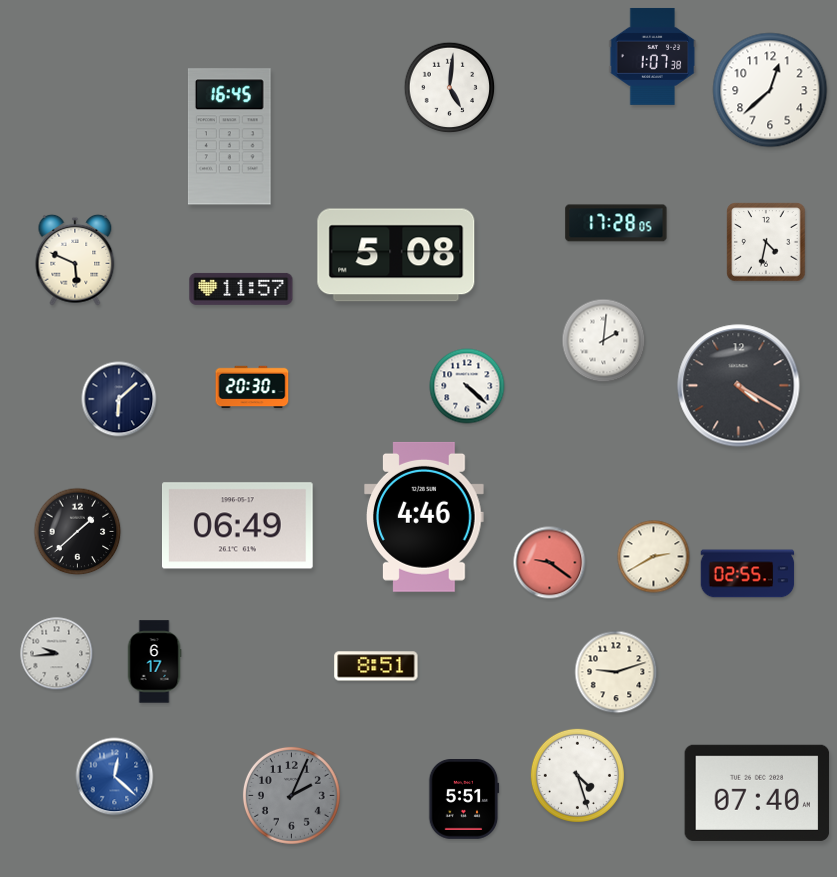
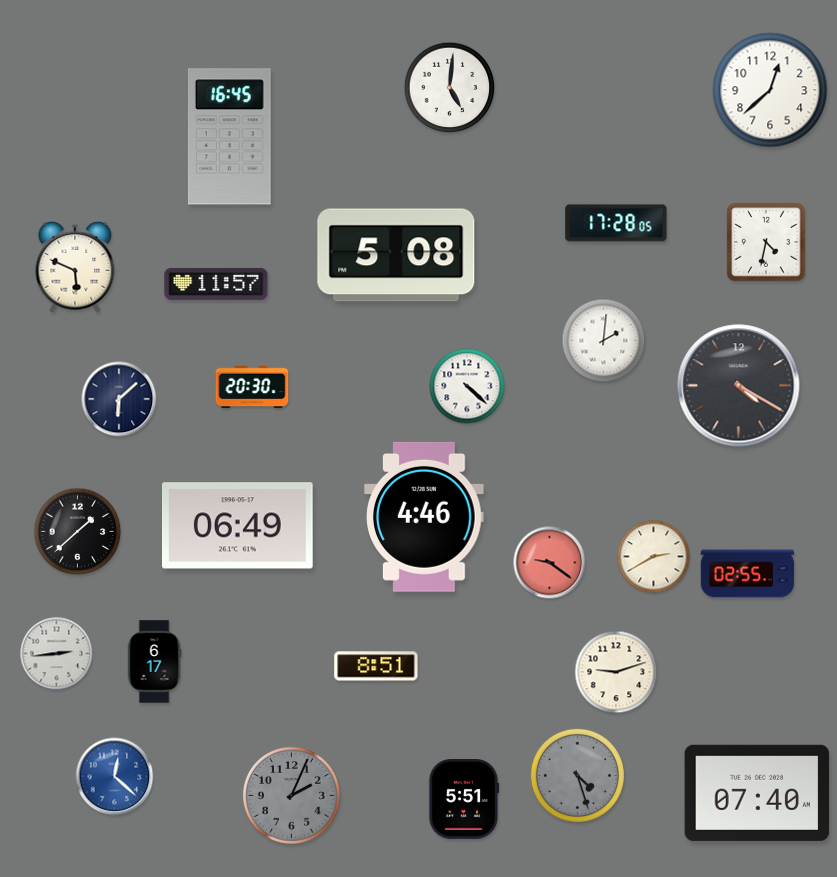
clock at (653, 56): 1:07 -> none
clock at (75, 260) position: (75, 260) -> (75, 267)
clock at (241, 289) position: (241, 289) -> (216, 284)
clock at (57, 654): 9:44 -> 2:44
clock at (577, 775) dial: white -> grey
